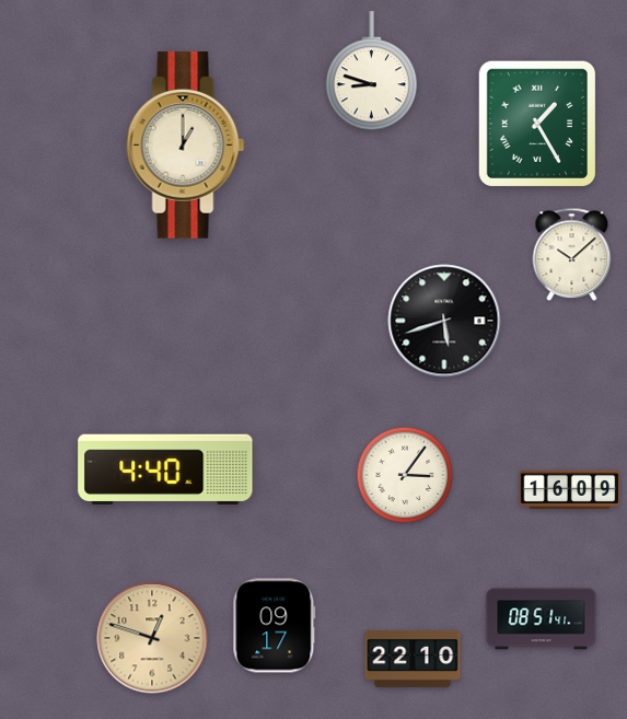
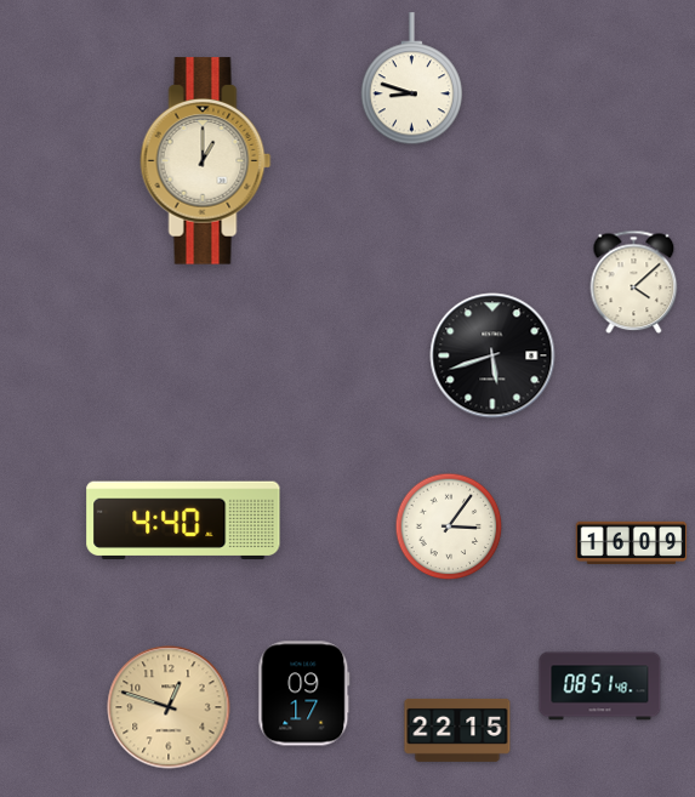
clock at (536, 123): 1:25 -> none
clock at (572, 255): 10:08 -> 4:08
clock at (542, 619): 08:51:41 -> 08:51:48
clock at (413, 659): 22:10 -> 22:15
